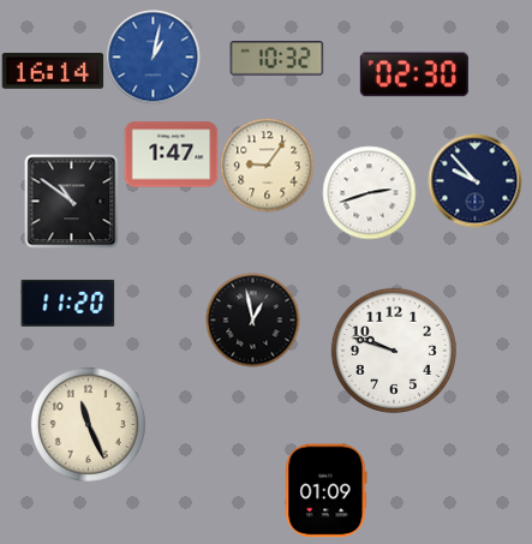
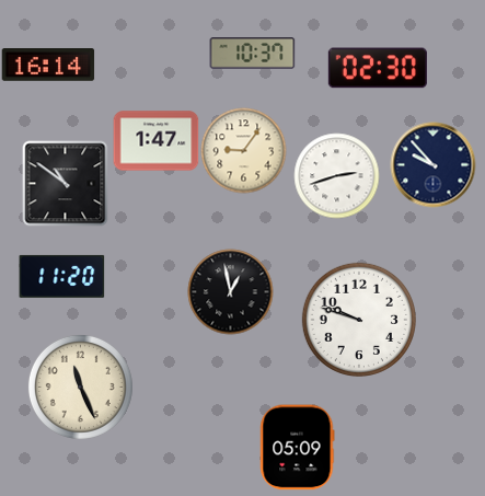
clock at (153, 56): 1:02 -> none
clock at (276, 59): 10:32 -> 10:37
clock at (327, 490): 01:09 -> 05:09
